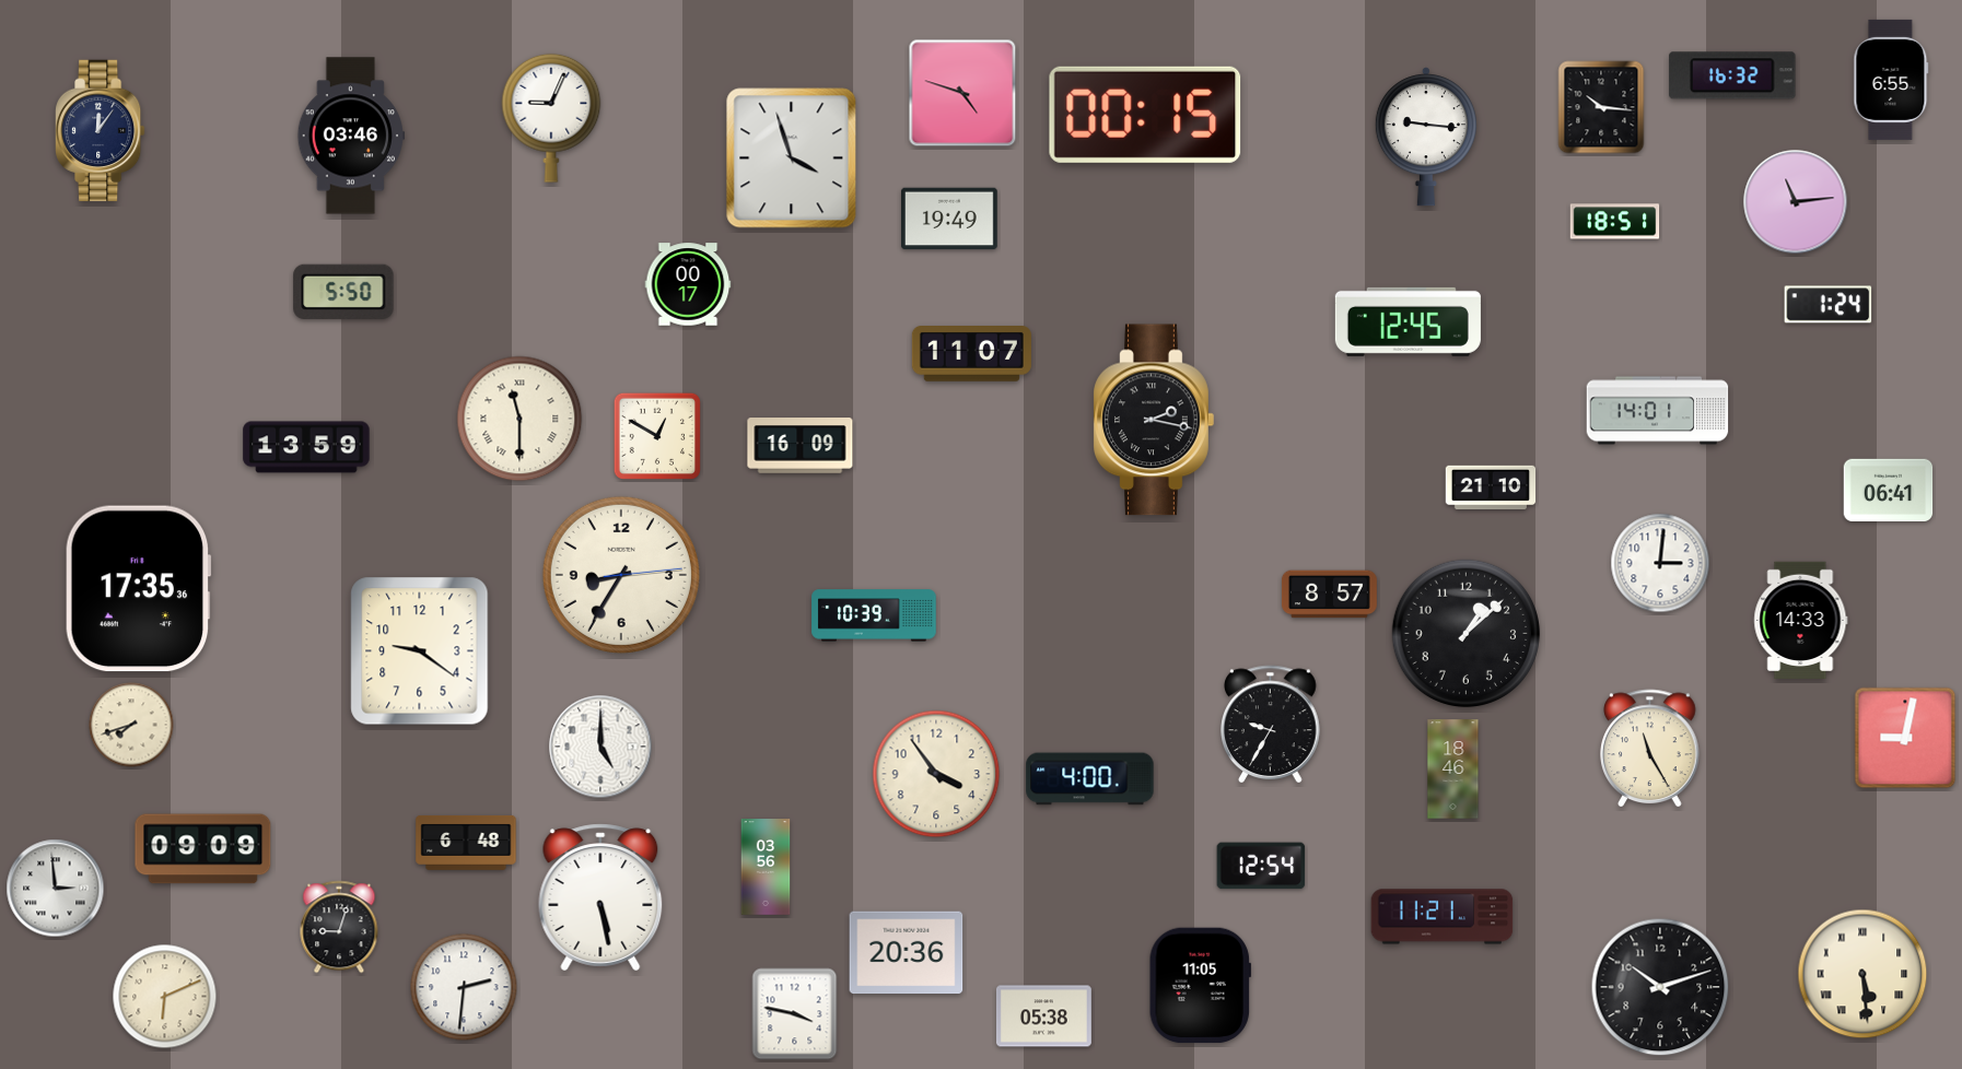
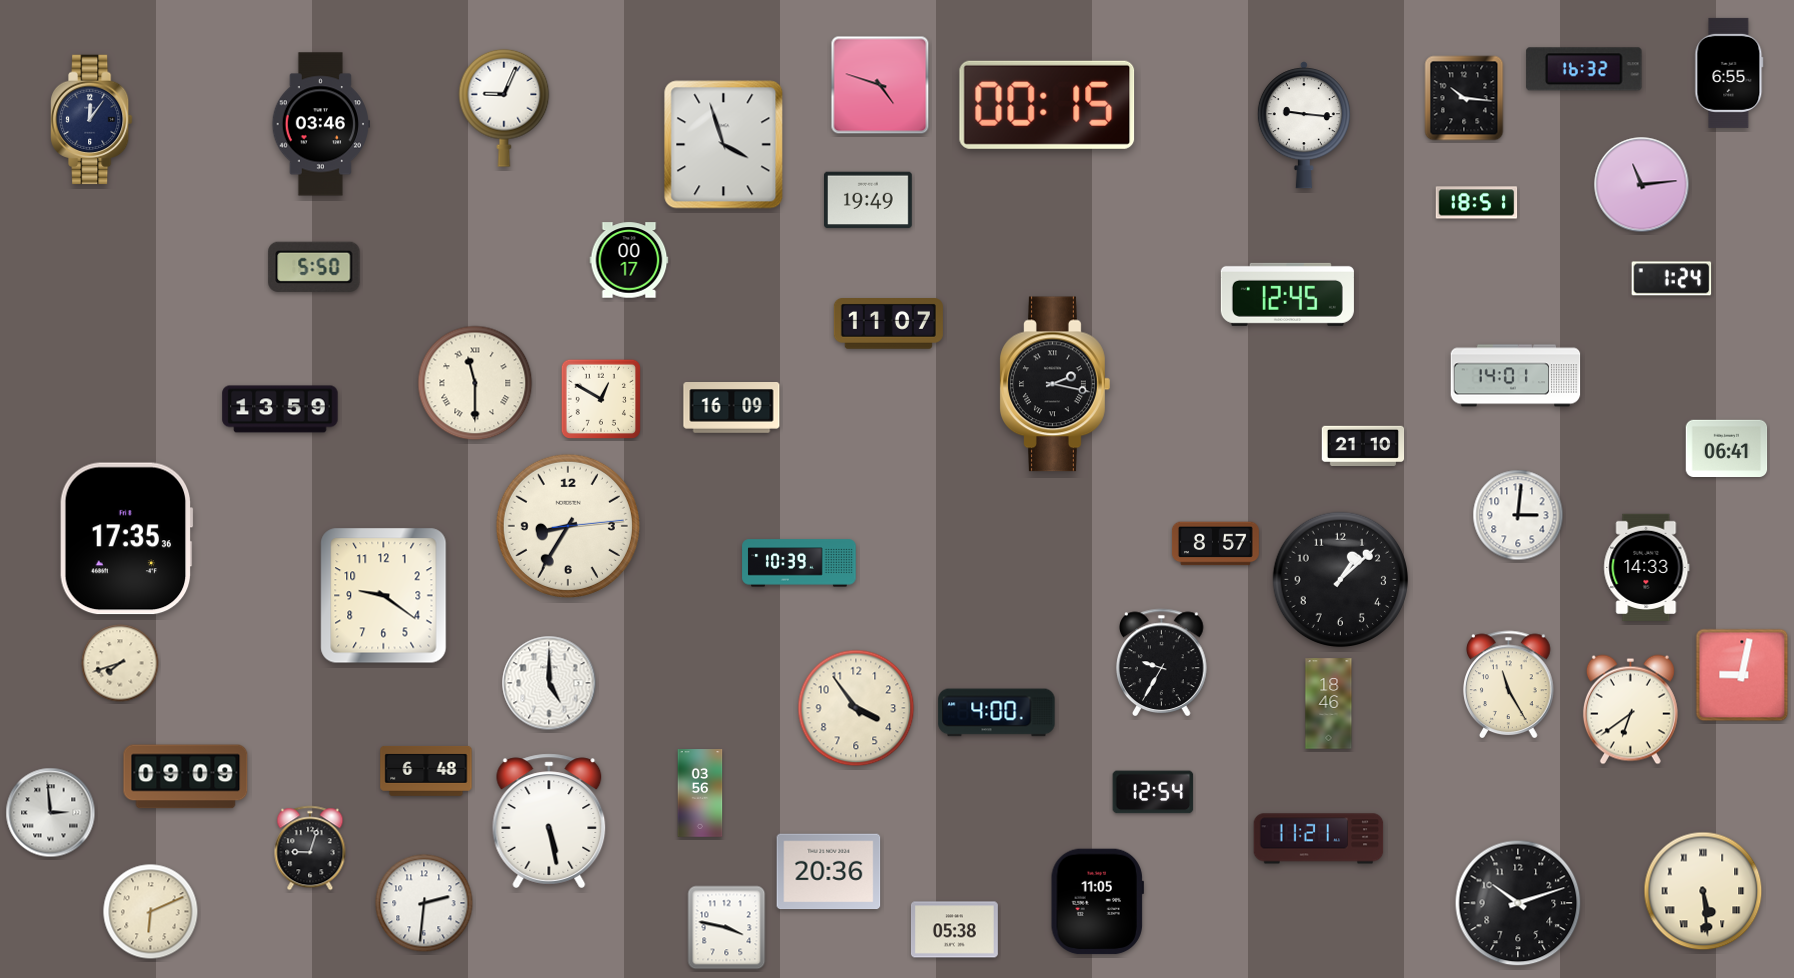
clock at (1630, 710): none -> 6:39
